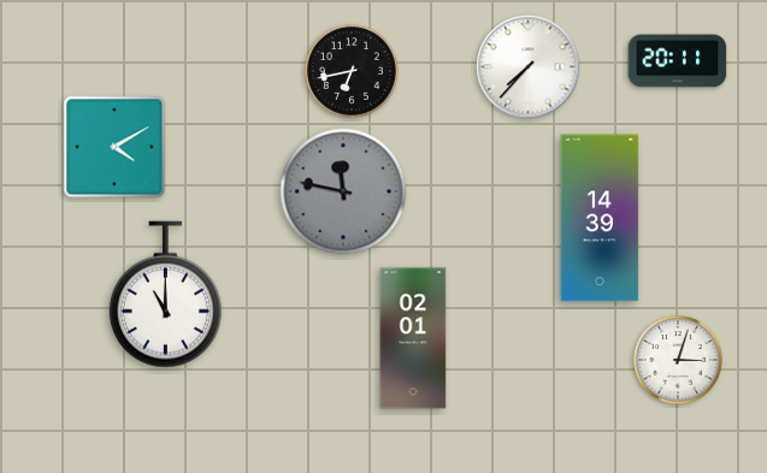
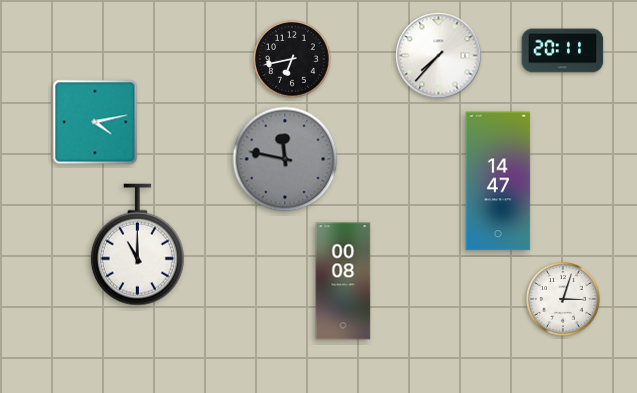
clock at (114, 147): 4:10 -> 4:13
clock at (600, 218): 14:39 -> 14:47
clock at (413, 338): 02:01 -> 00:08
